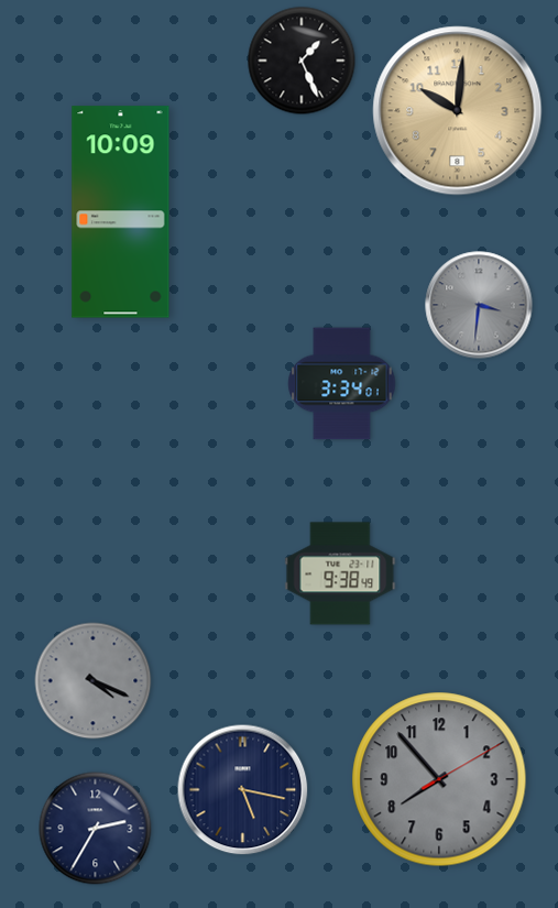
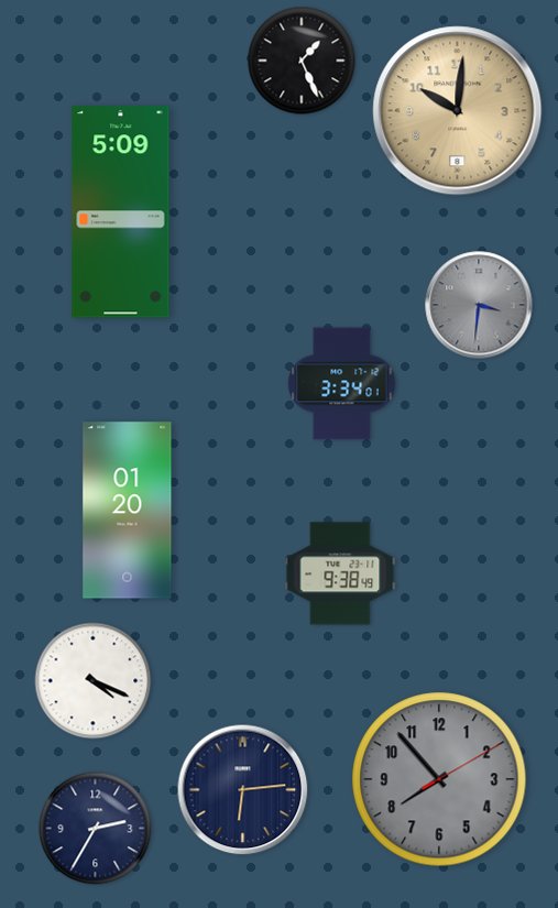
clock at (121, 212): 10:09 -> 5:09
clock at (128, 511): none -> 01:20
clock at (94, 681) dial: grey -> white
clock at (243, 790): 5:17 -> 6:14
